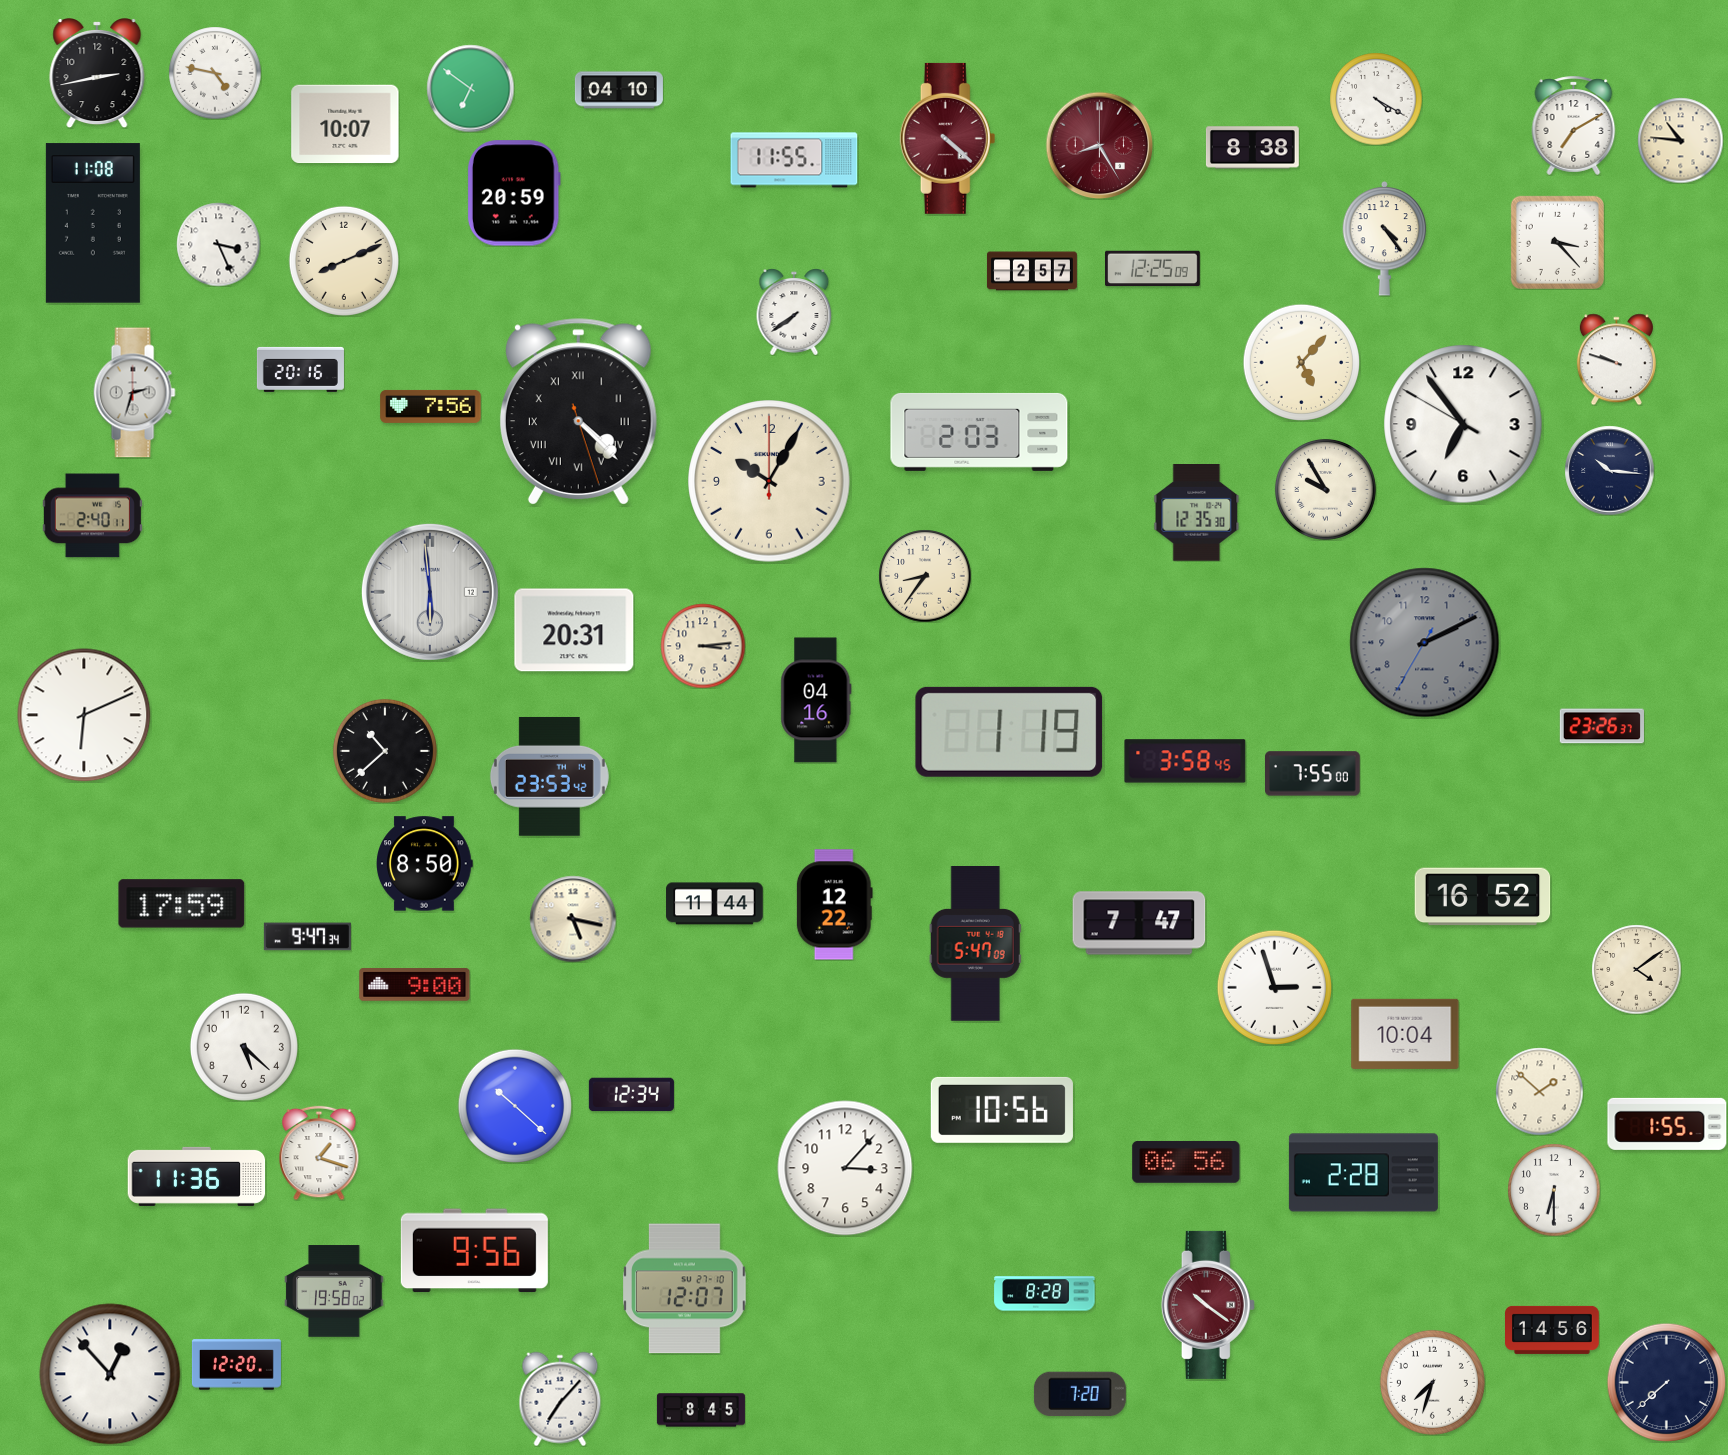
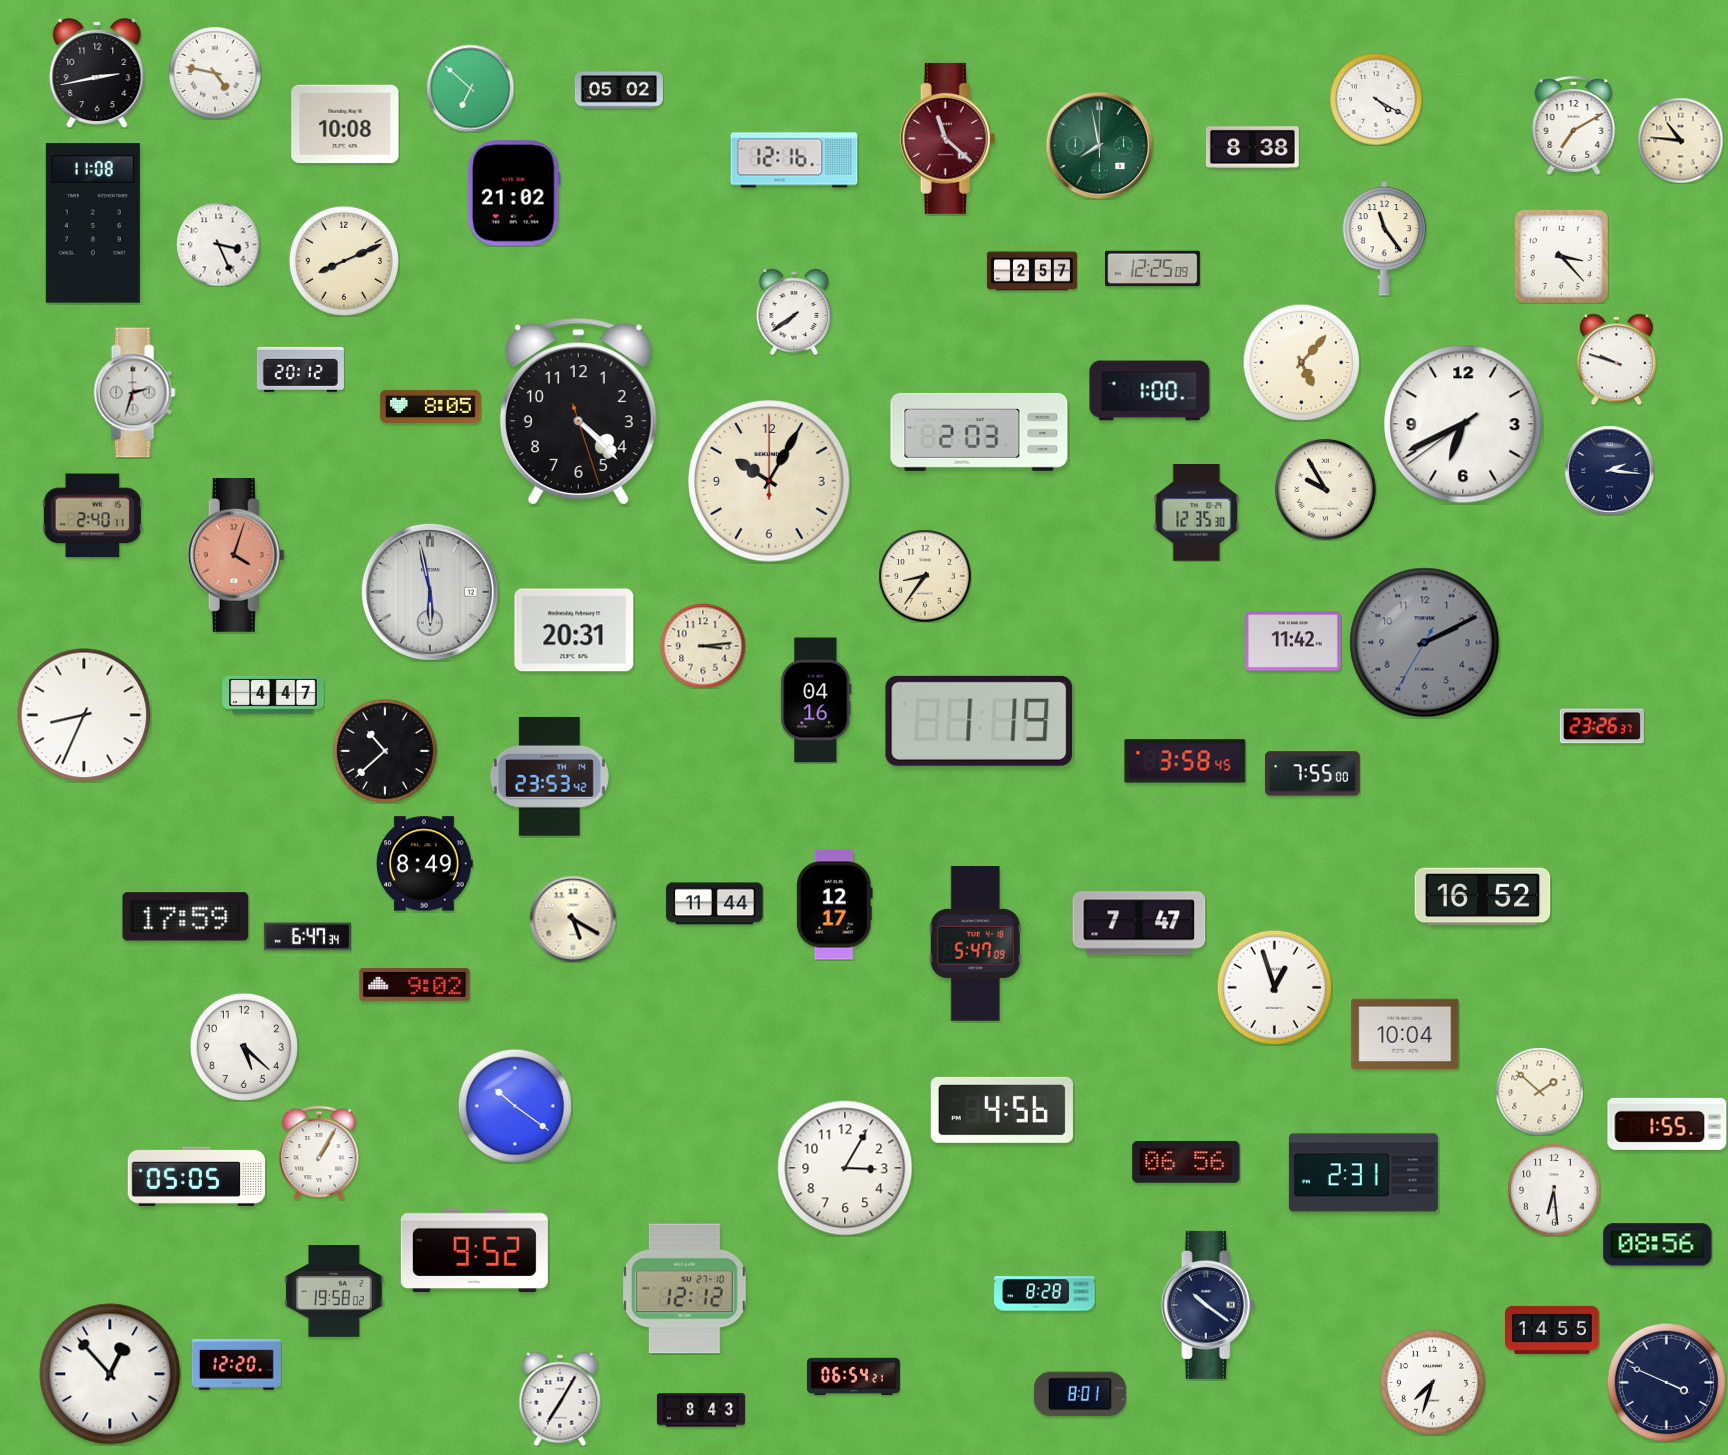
clock at (470, 88): 6:51 -> 6:52
clock at (619, 90): 04:10 -> 05:02
clock at (345, 124): 10:07 -> 10:08
clock at (948, 138): 4:22 -> 11:22
clock at (1099, 145): 8:25 -> 7:58
clock at (1099, 145) dial: burgundy -> green
clock at (794, 160): 11:55 -> 12:16
clock at (514, 193): 20:59 -> 21:02
clock at (1385, 238): 4:24 -> 11:24
clock at (1557, 242) position: (1557, 242) -> (1561, 256)
clock at (300, 369): 20:16 -> 20:12
clock at (1150, 391): none -> 1:00
clock at (431, 406): 7:56 -> 8:05
clock at (578, 412) numerals: Roman -> Arabic
clock at (1463, 424): 6:53 -> 6:40
clock at (1609, 470): 10:16 -> 2:16
clock at (236, 555): none -> 4:03
clock at (430, 592): 5:59 -> 5:58
clock at (1293, 641): none -> 11:42
clock at (273, 695): none -> 4:47
clock at (84, 715): 6:11 -> 8:34
clock at (1009, 732) position: (1009, 732) -> (979, 721)
clock at (425, 864): 8:50 -> 8:49
clock at (182, 904) position: (182, 904) -> (186, 917)
clock at (834, 905): 12:22 -> 12:17
clock at (573, 919): 5:17 -> 5:20
clock at (307, 937): 9:47 -> 6:47
clock at (1636, 969): 4:09 -> none
clock at (415, 985): 9:00 -> 9:02
clock at (1274, 987): 2:57 -> 12:57
clock at (631, 1095): 12:34 -> none
clock at (515, 1106): 10:22 -> 10:21
clock at (1002, 1110): 10:56 -> 4:56
clock at (319, 1153): 1:18 -> 1:05
clock at (845, 1168): 3:07 -> 3:05
clock at (1363, 1173): 2:28 -> 2:31
clock at (197, 1176): 11:36 -> 05:05
clock at (1554, 1190): 6:30 -> 6:29
clock at (1658, 1245): none -> 08:56
clock at (474, 1251): 9:56 -> 9:52
clock at (685, 1289): 12:07 -> 12:12
clock at (1208, 1305) dial: burgundy -> navy
clock at (1553, 1330): 14:56 -> 14:55
clock at (854, 1377): none -> 06:54
clock at (1666, 1382): 7:38 -> 3:49
clock at (1080, 1394): 7:20 -> 8:01
clock at (560, 1399): 7:07 -> 7:05
clock at (701, 1410): 8:45 -> 8:43
